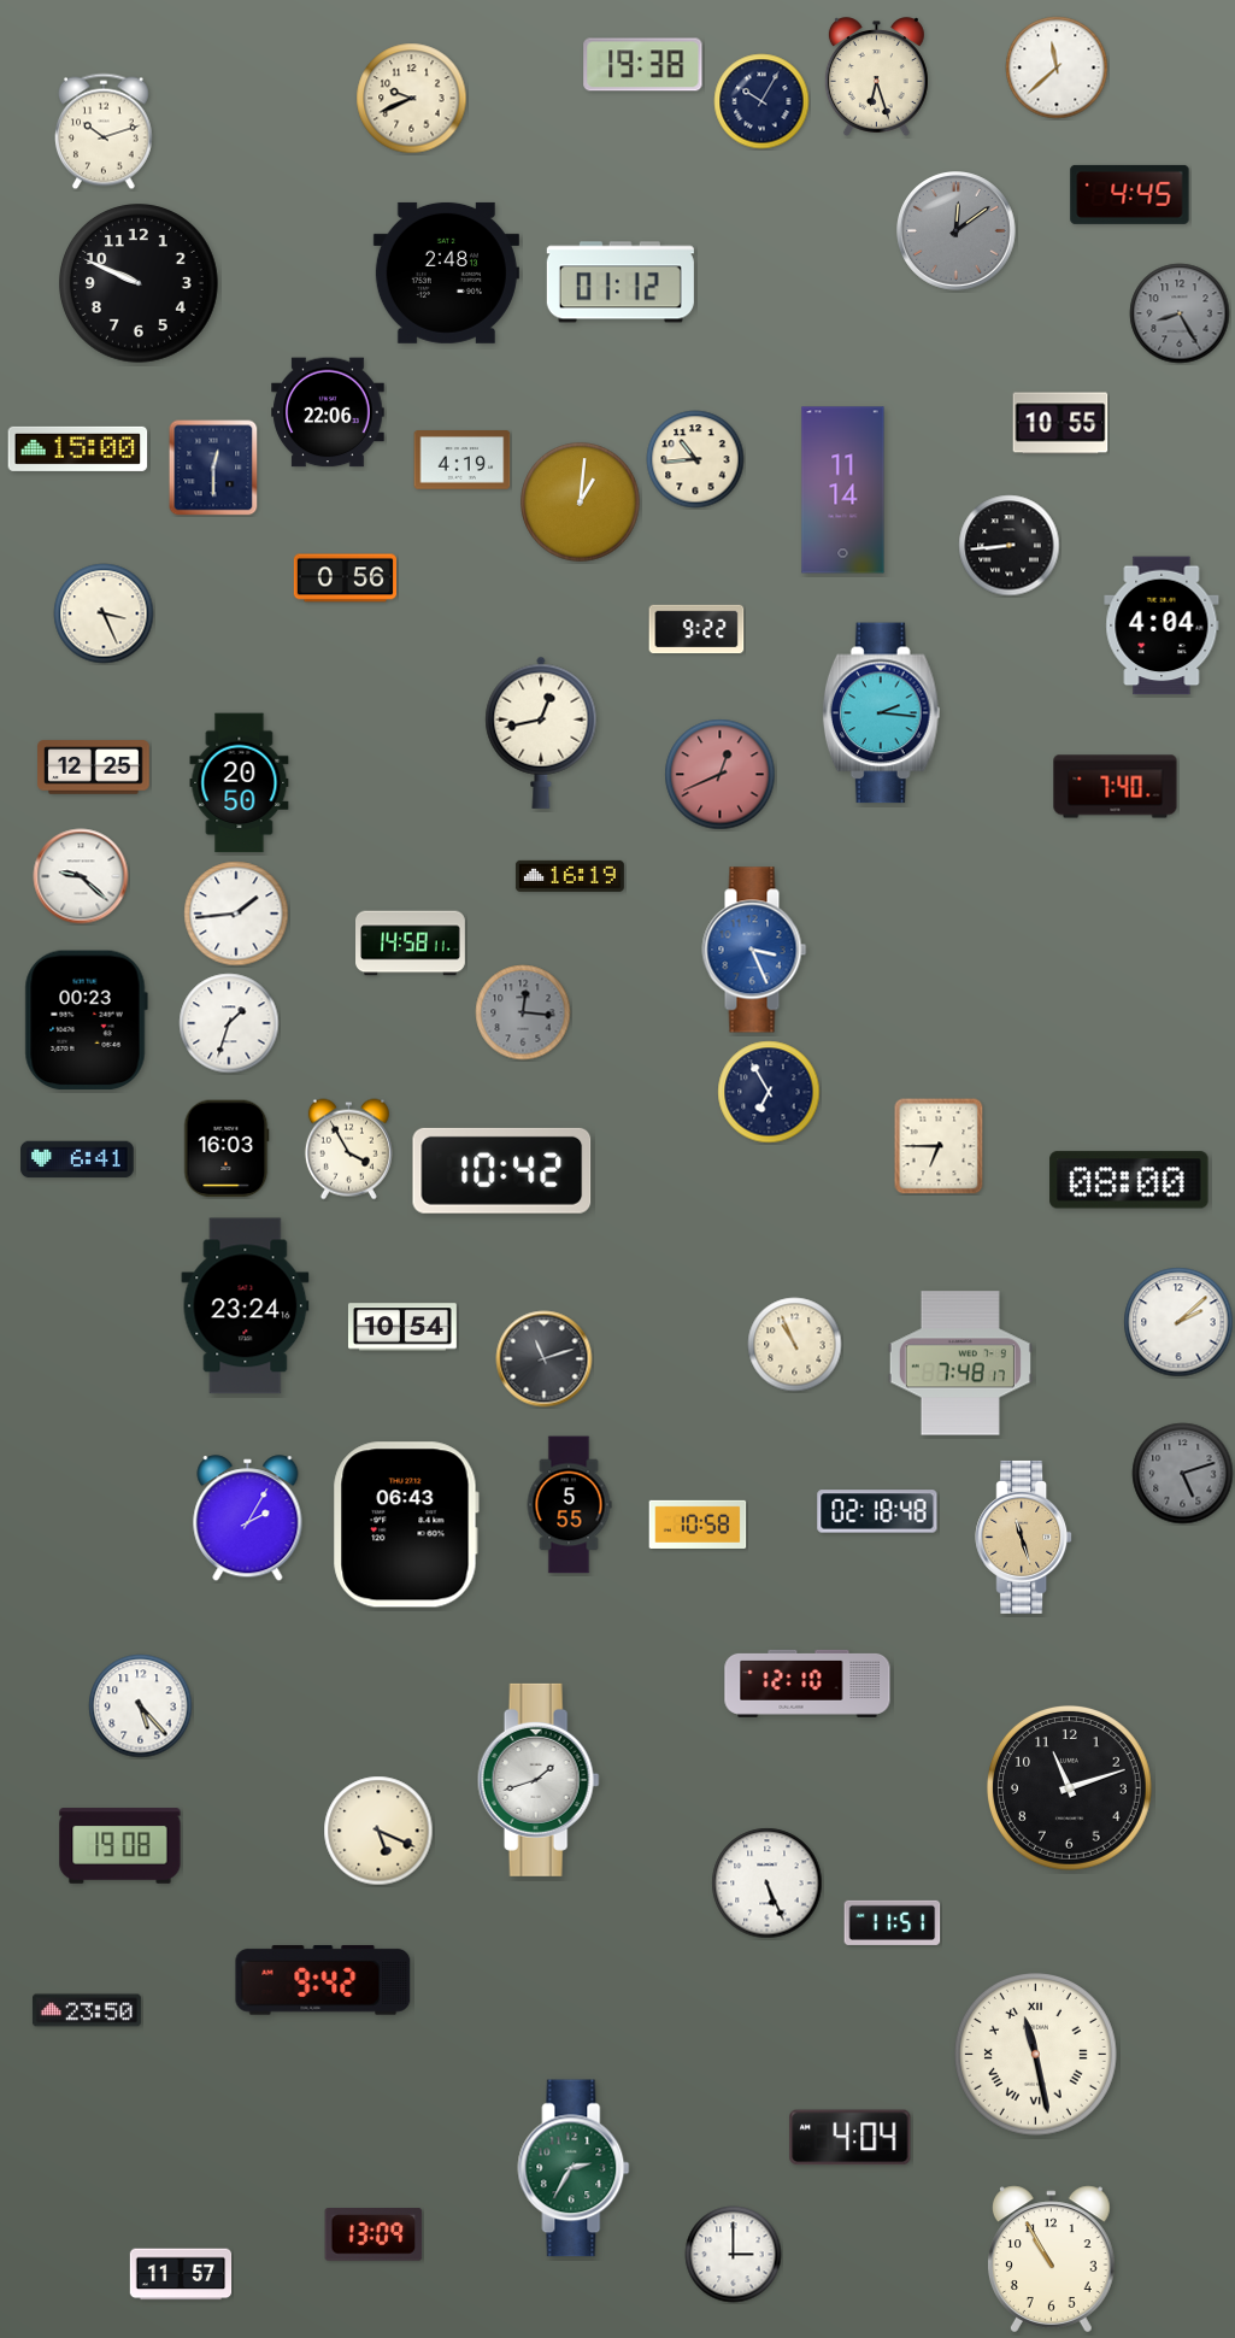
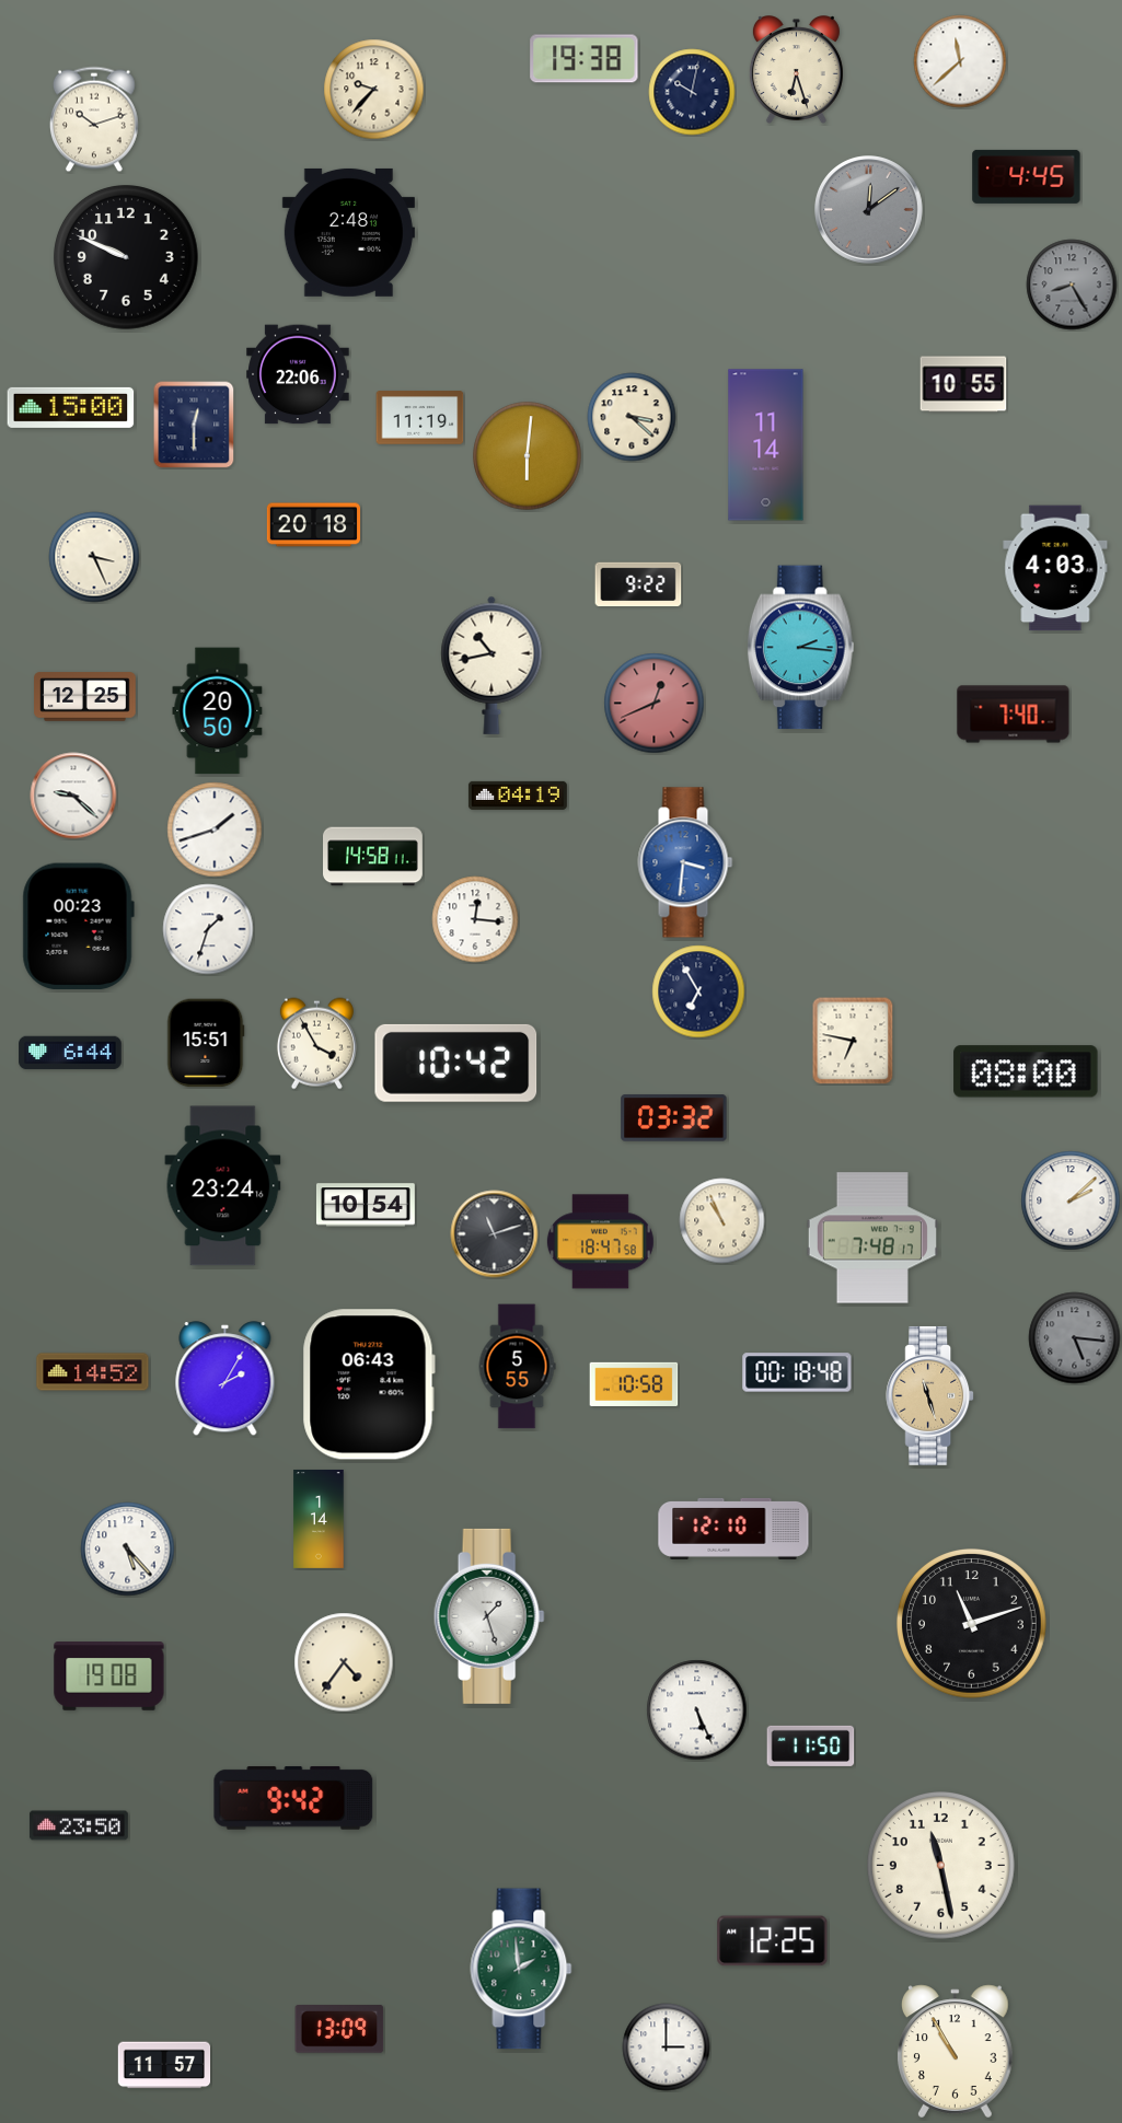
clock at (412, 99): 9:41 -> 9:37
clock at (761, 101): 10:05 -> 10:02
clock at (446, 272) position: (446, 272) -> (348, 232)
clock at (621, 282): 01:12 -> none
clock at (695, 459): 10:44 -> 3:22
clock at (463, 460): 4:19 -> 11:19
clock at (581, 503): 1:01 -> 6:01
clock at (1010, 546): 8:44 -> none
clock at (345, 578): 0:56 -> 20:18
clock at (1162, 625): 4:04 -> 4:03
clock at (696, 629) position: (696, 629) -> (638, 584)
clock at (541, 733): 12:43 -> 10:43
clock at (570, 876): 16:19 -> 04:19
clock at (236, 914): 1:44 -> 1:42
clock at (754, 950): 3:26 -> 3:31
clock at (523, 1012) dial: grey -> white
clock at (939, 1146): 6:45 -> 6:47
clock at (227, 1149): 16:03 -> 15:51
clock at (77, 1159): 6:41 -> 6:44
clock at (674, 1118): none -> 03:32
clock at (600, 1242): none -> 18:47
clock at (1183, 1474): 5:12 -> 5:16
clock at (93, 1372): none -> 14:52
clock at (877, 1511): 02:18 -> 00:18
clock at (319, 1519): none -> 1:14
clock at (539, 1780): 1:42 -> 1:27
clock at (378, 1831): 5:19 -> 4:36
clock at (893, 1922): 11:51 -> 11:50
clock at (1036, 2055) numerals: Roman -> Arabic
clock at (851, 2138): 4:04 -> 12:25
clock at (574, 2168): 2:35 -> 1:59
